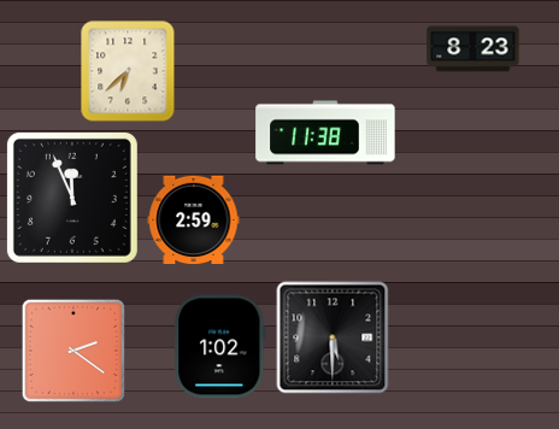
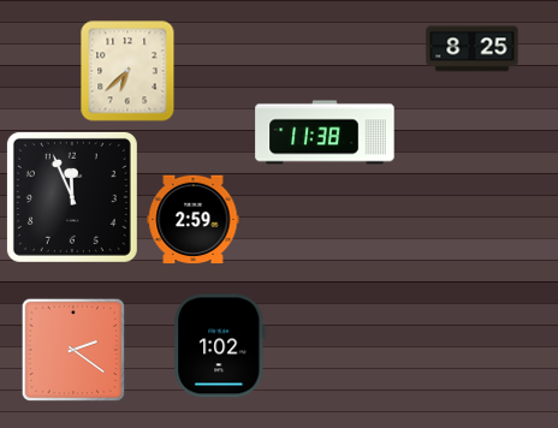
clock at (473, 49): 8:23 -> 8:25
clock at (333, 337): 5:30 -> none
